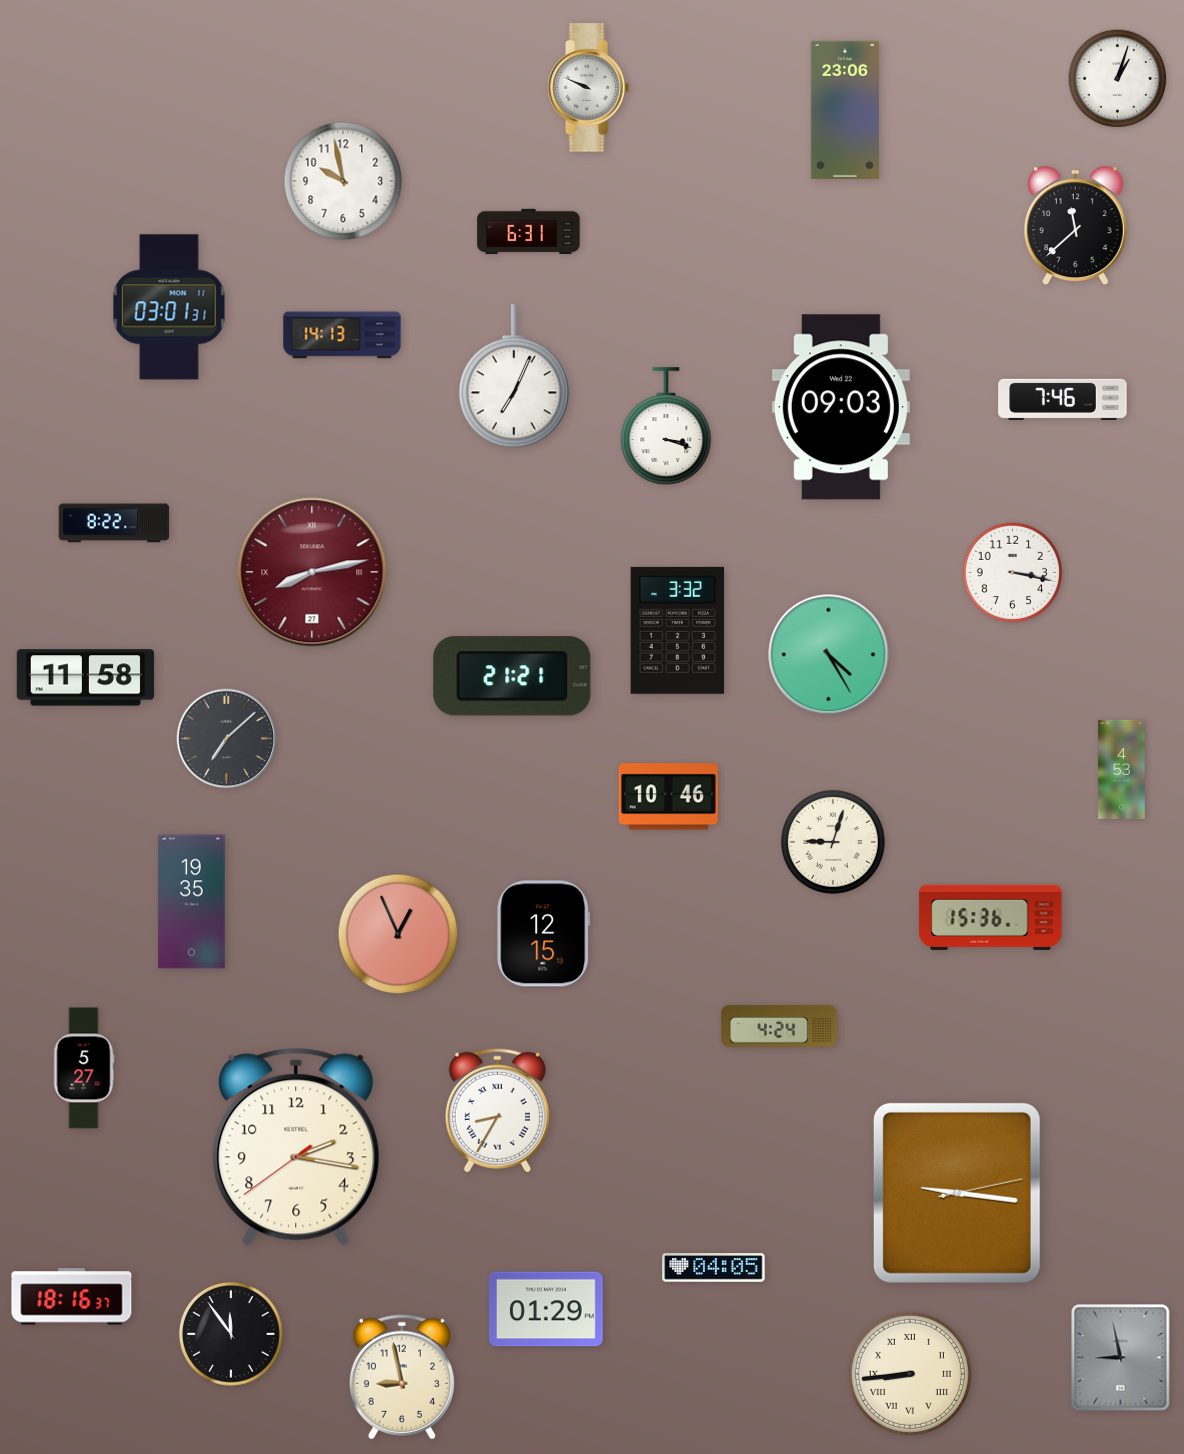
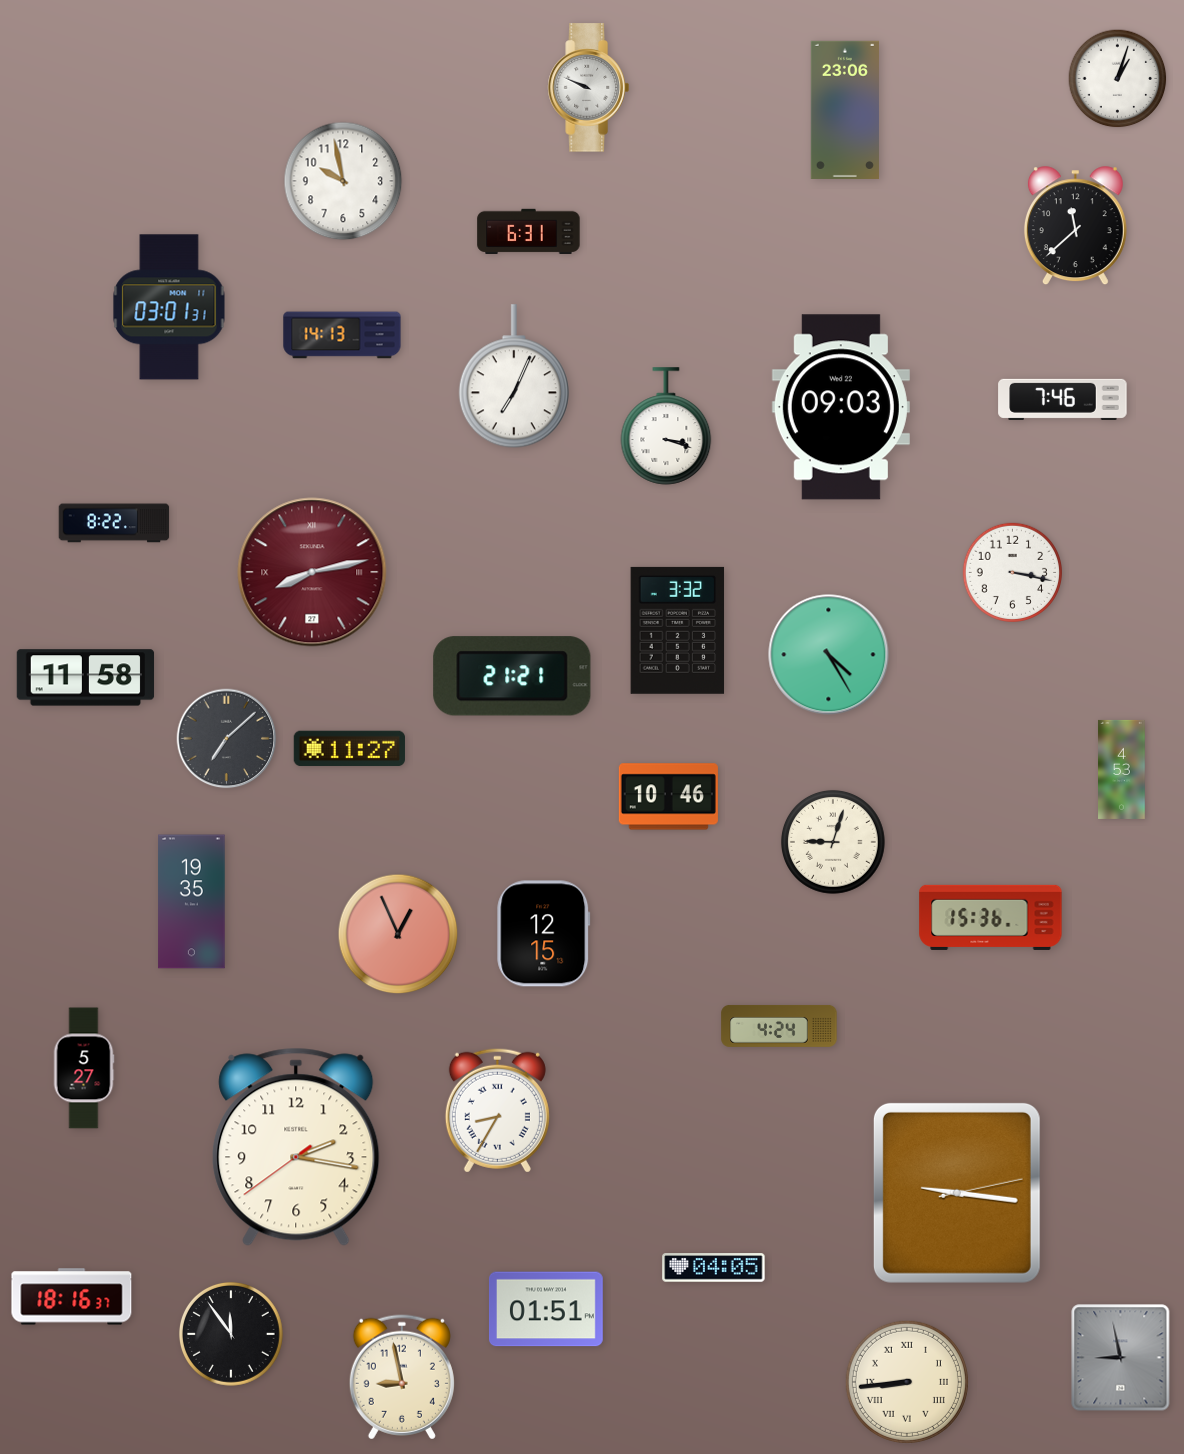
clock at (349, 749): none -> 11:27
clock at (546, 1309): 01:29 -> 01:51
clock at (910, 1374) position: (910, 1374) -> (907, 1382)
